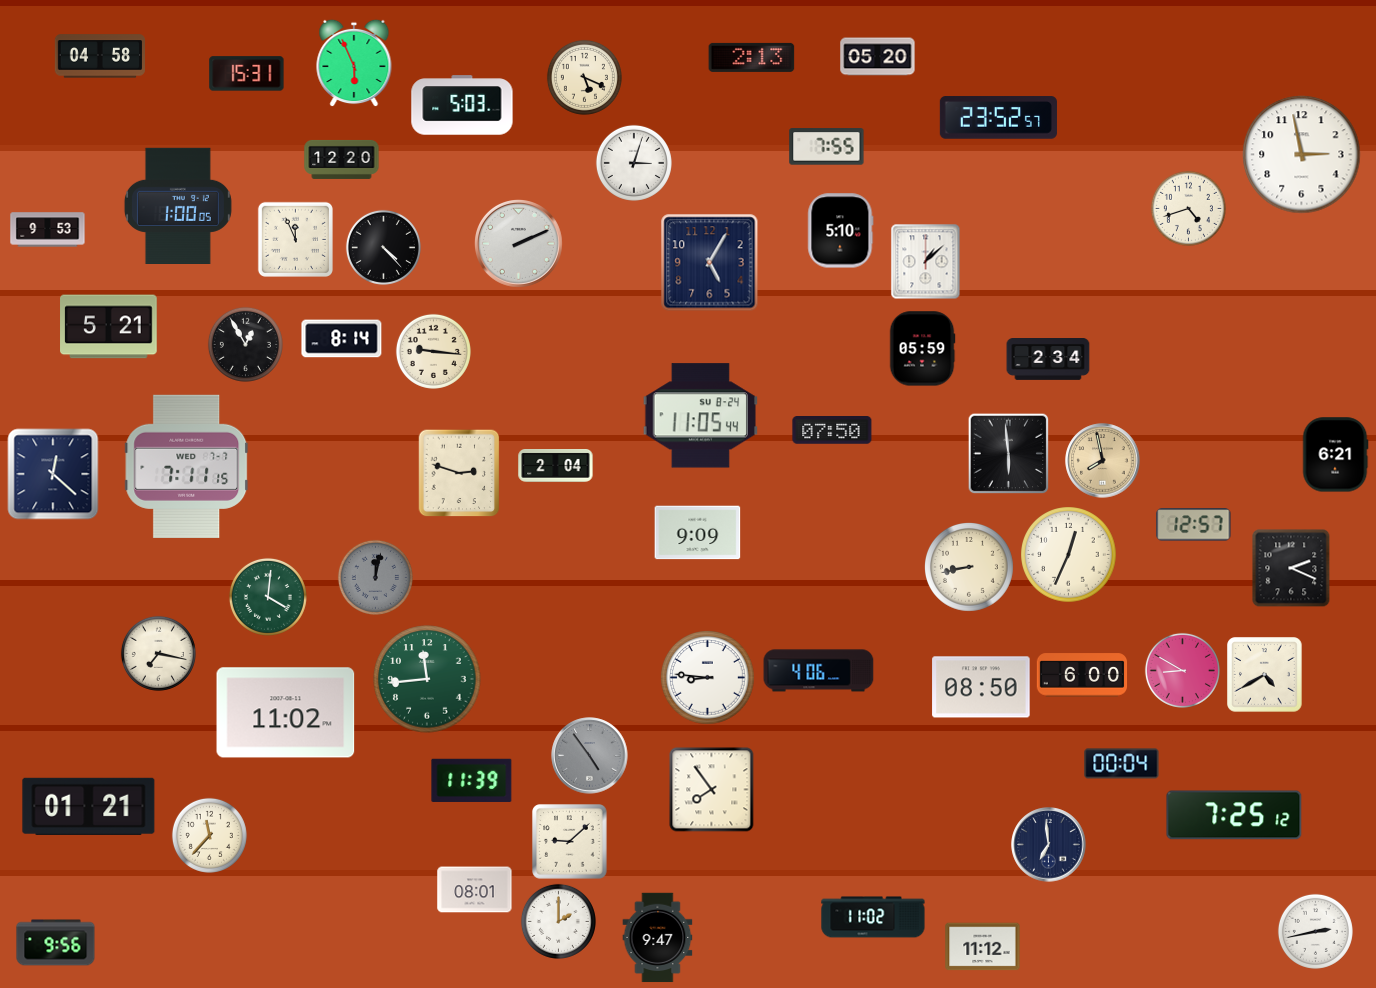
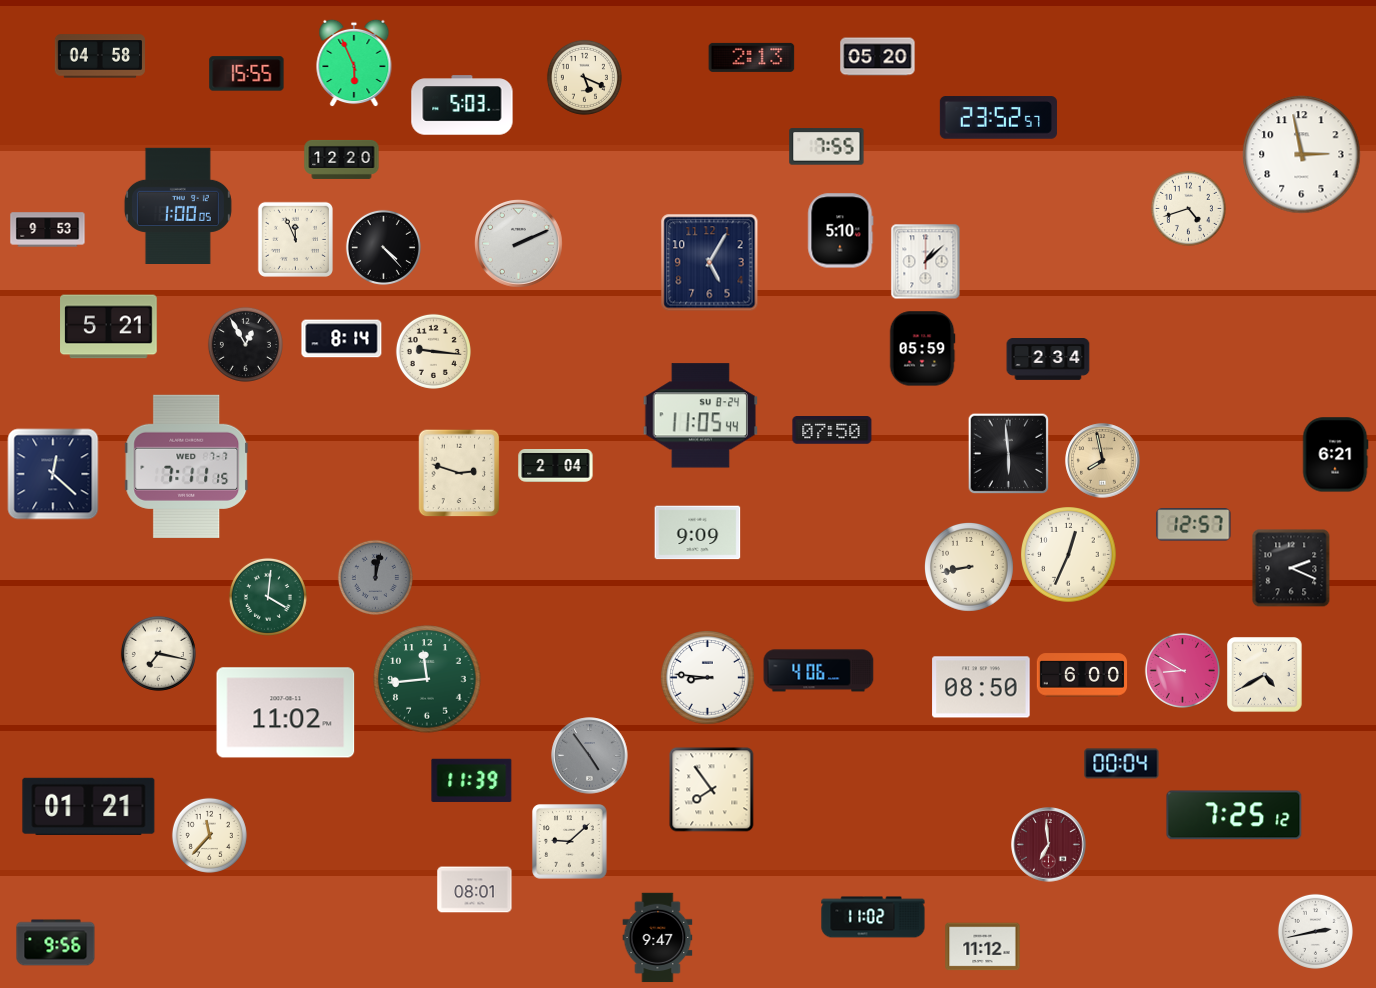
clock at (247, 74): 15:31 -> 15:55
clock at (634, 163): 3:03 -> none
clock at (1049, 845) dial: navy -> burgundy
clock at (558, 921): 2:00 -> none
